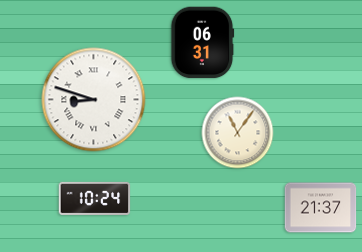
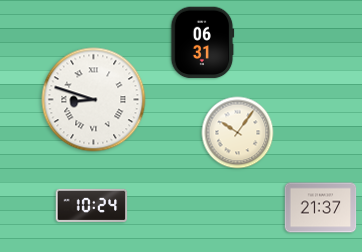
clock at (238, 133): 11:06 -> 10:06
clock at (95, 198) position: (95, 198) -> (92, 205)
